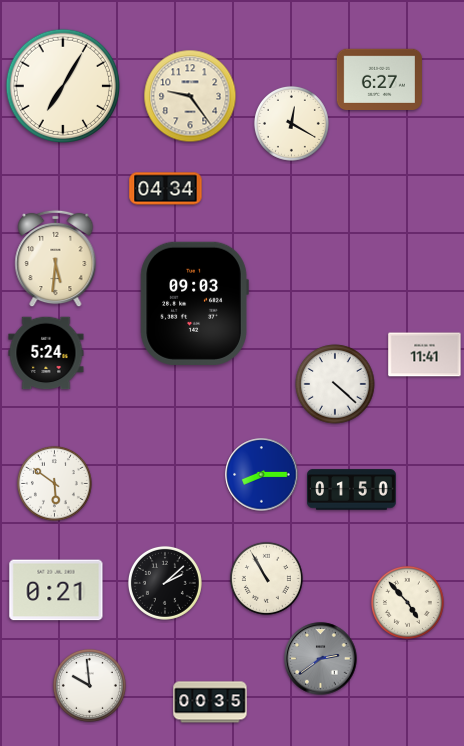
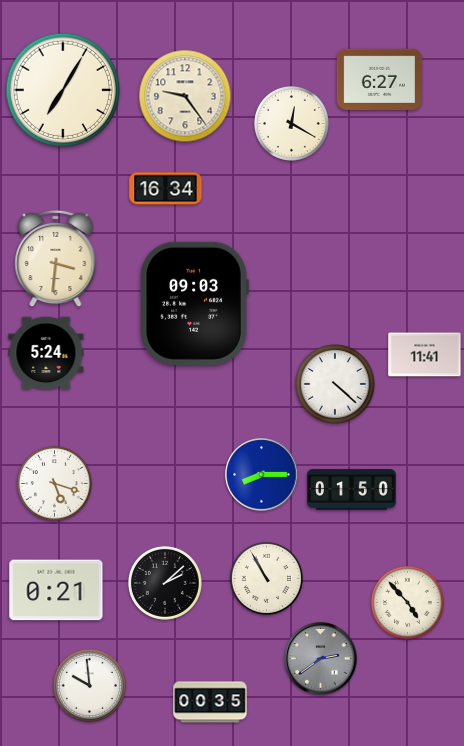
clock at (62, 85) position: (62, 85) -> (62, 89)
clock at (190, 96) position: (190, 96) -> (185, 96)
clock at (166, 189): 04:34 -> 16:34
clock at (56, 259): 5:31 -> 3:31
clock at (54, 483): 5:51 -> 5:18
